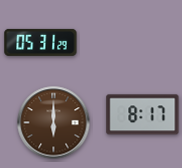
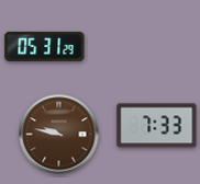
clock at (143, 115): 8:17 -> 7:33
clock at (54, 123): 6:00 -> 9:47
